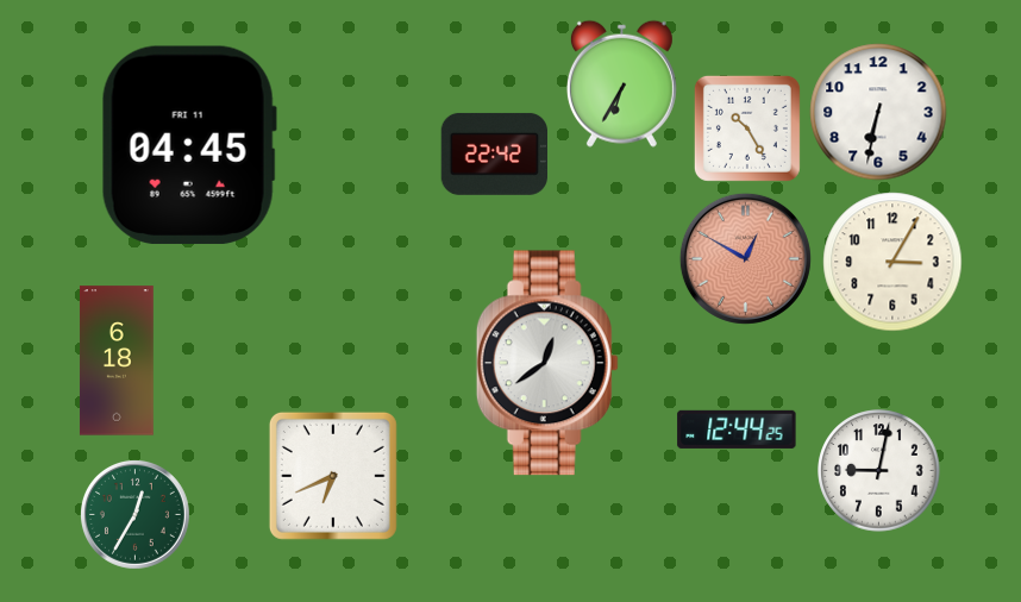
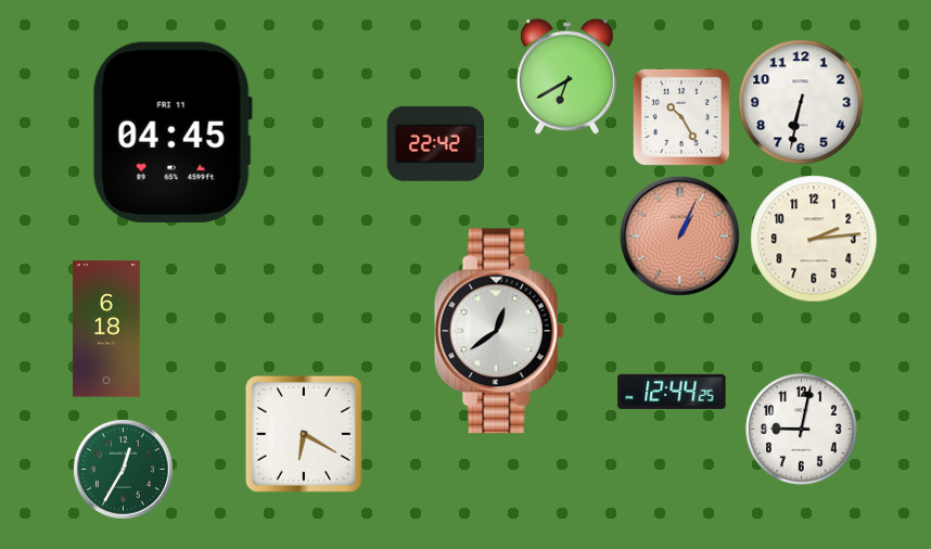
clock at (621, 83): 6:35 -> 6:40
clock at (494, 153) position: (494, 153) -> (435, 143)
clock at (745, 258): 12:50 -> 1:04
clock at (892, 262): 3:05 -> 2:14
clock at (333, 476): 6:41 -> 6:20
